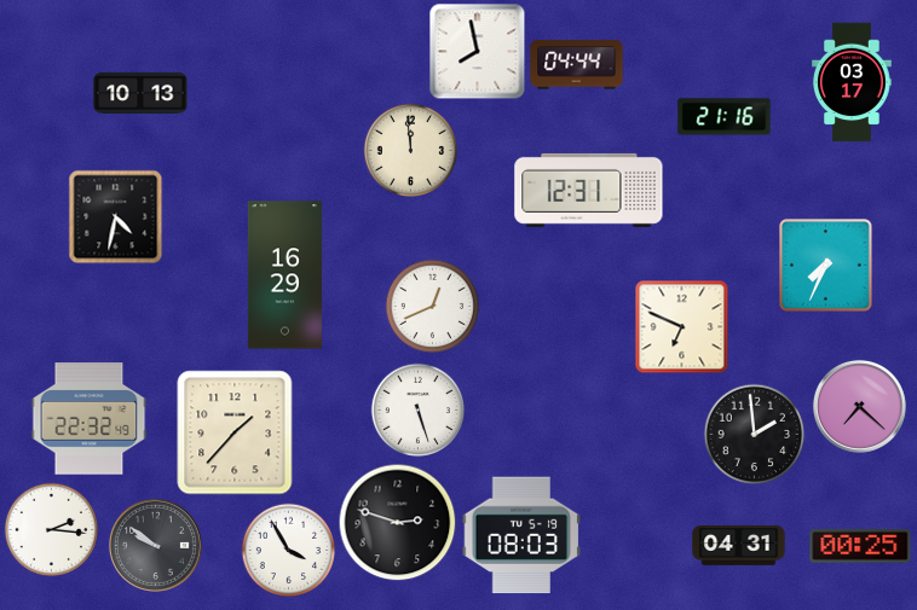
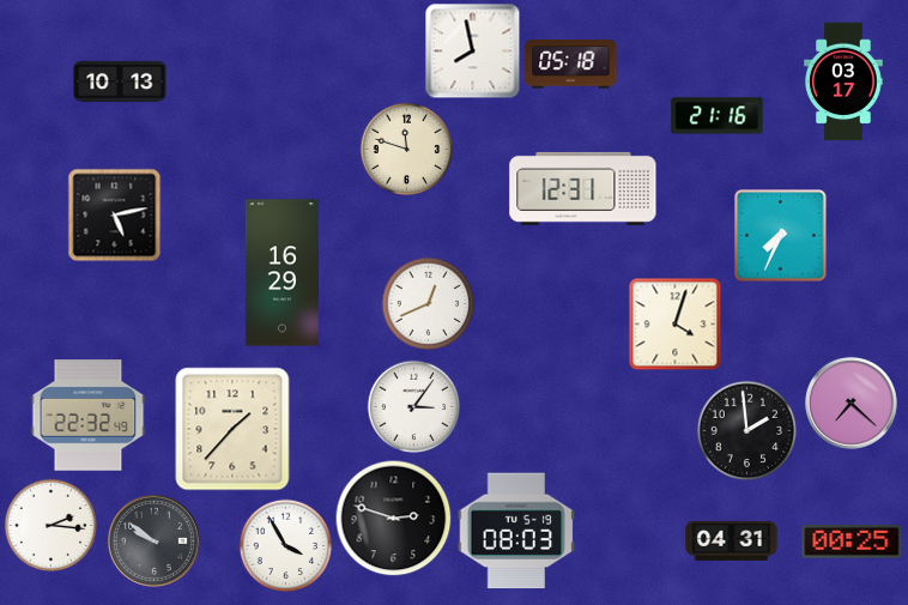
clock at (577, 65): 04:44 -> 05:18
clock at (140, 93) position: (140, 93) -> (120, 81)
clock at (410, 150): 11:59 -> 11:48
clock at (115, 216): 4:32 -> 5:13
clock at (826, 266) position: (826, 266) -> (781, 236)
clock at (681, 326): 6:49 -> 4:03
clock at (417, 409): 5:27 -> 3:06
